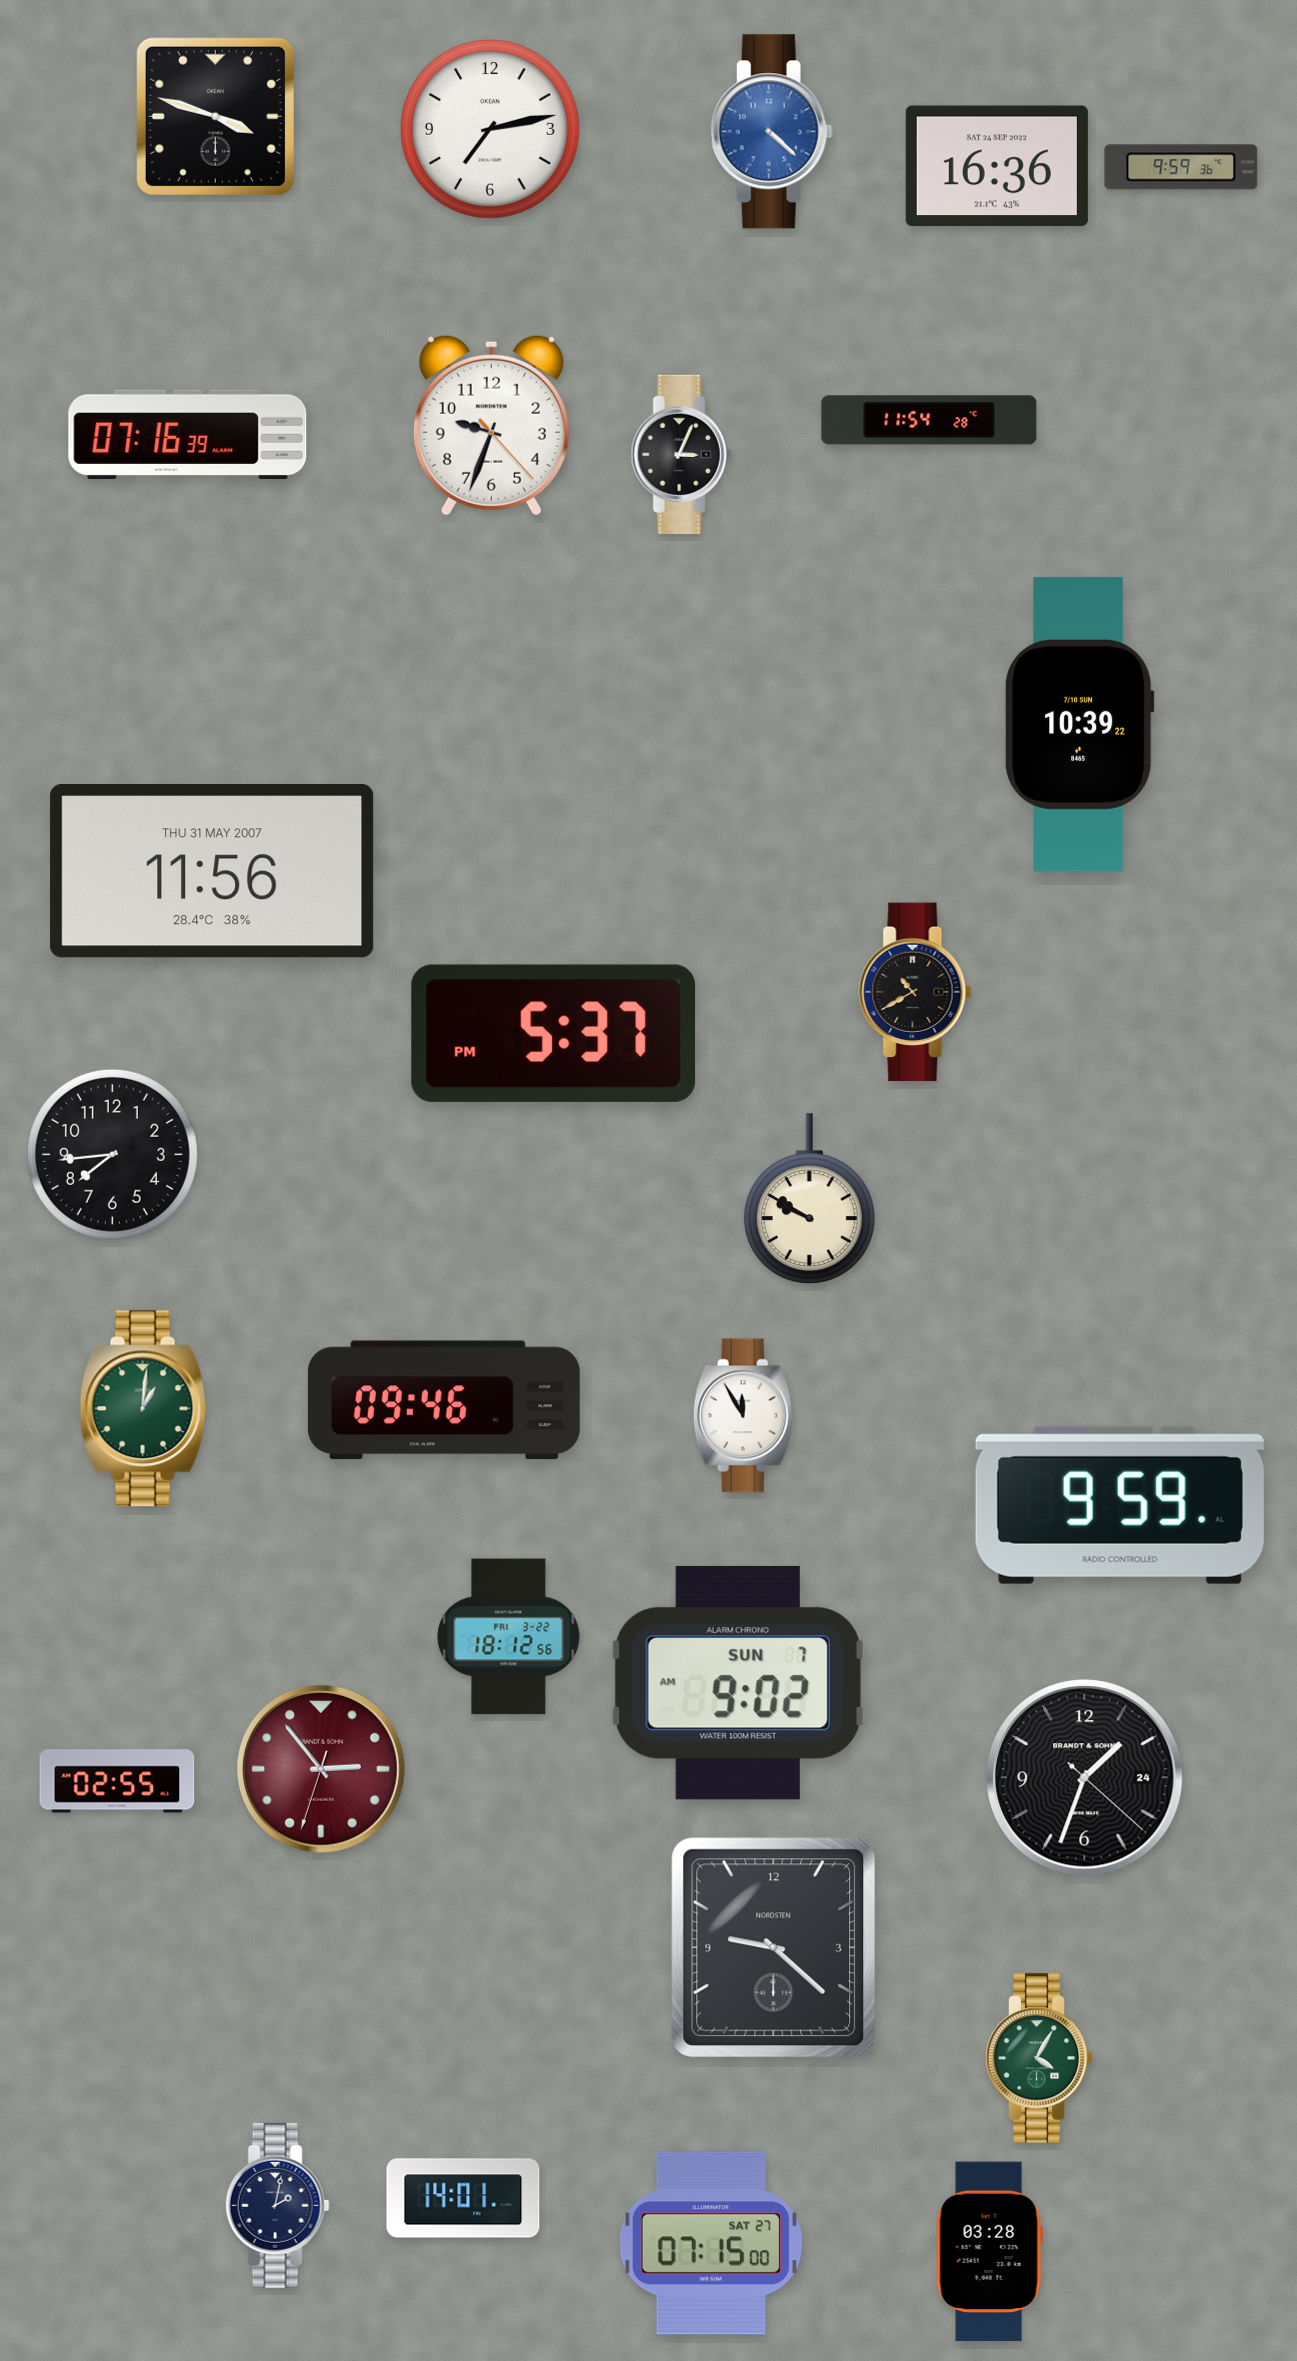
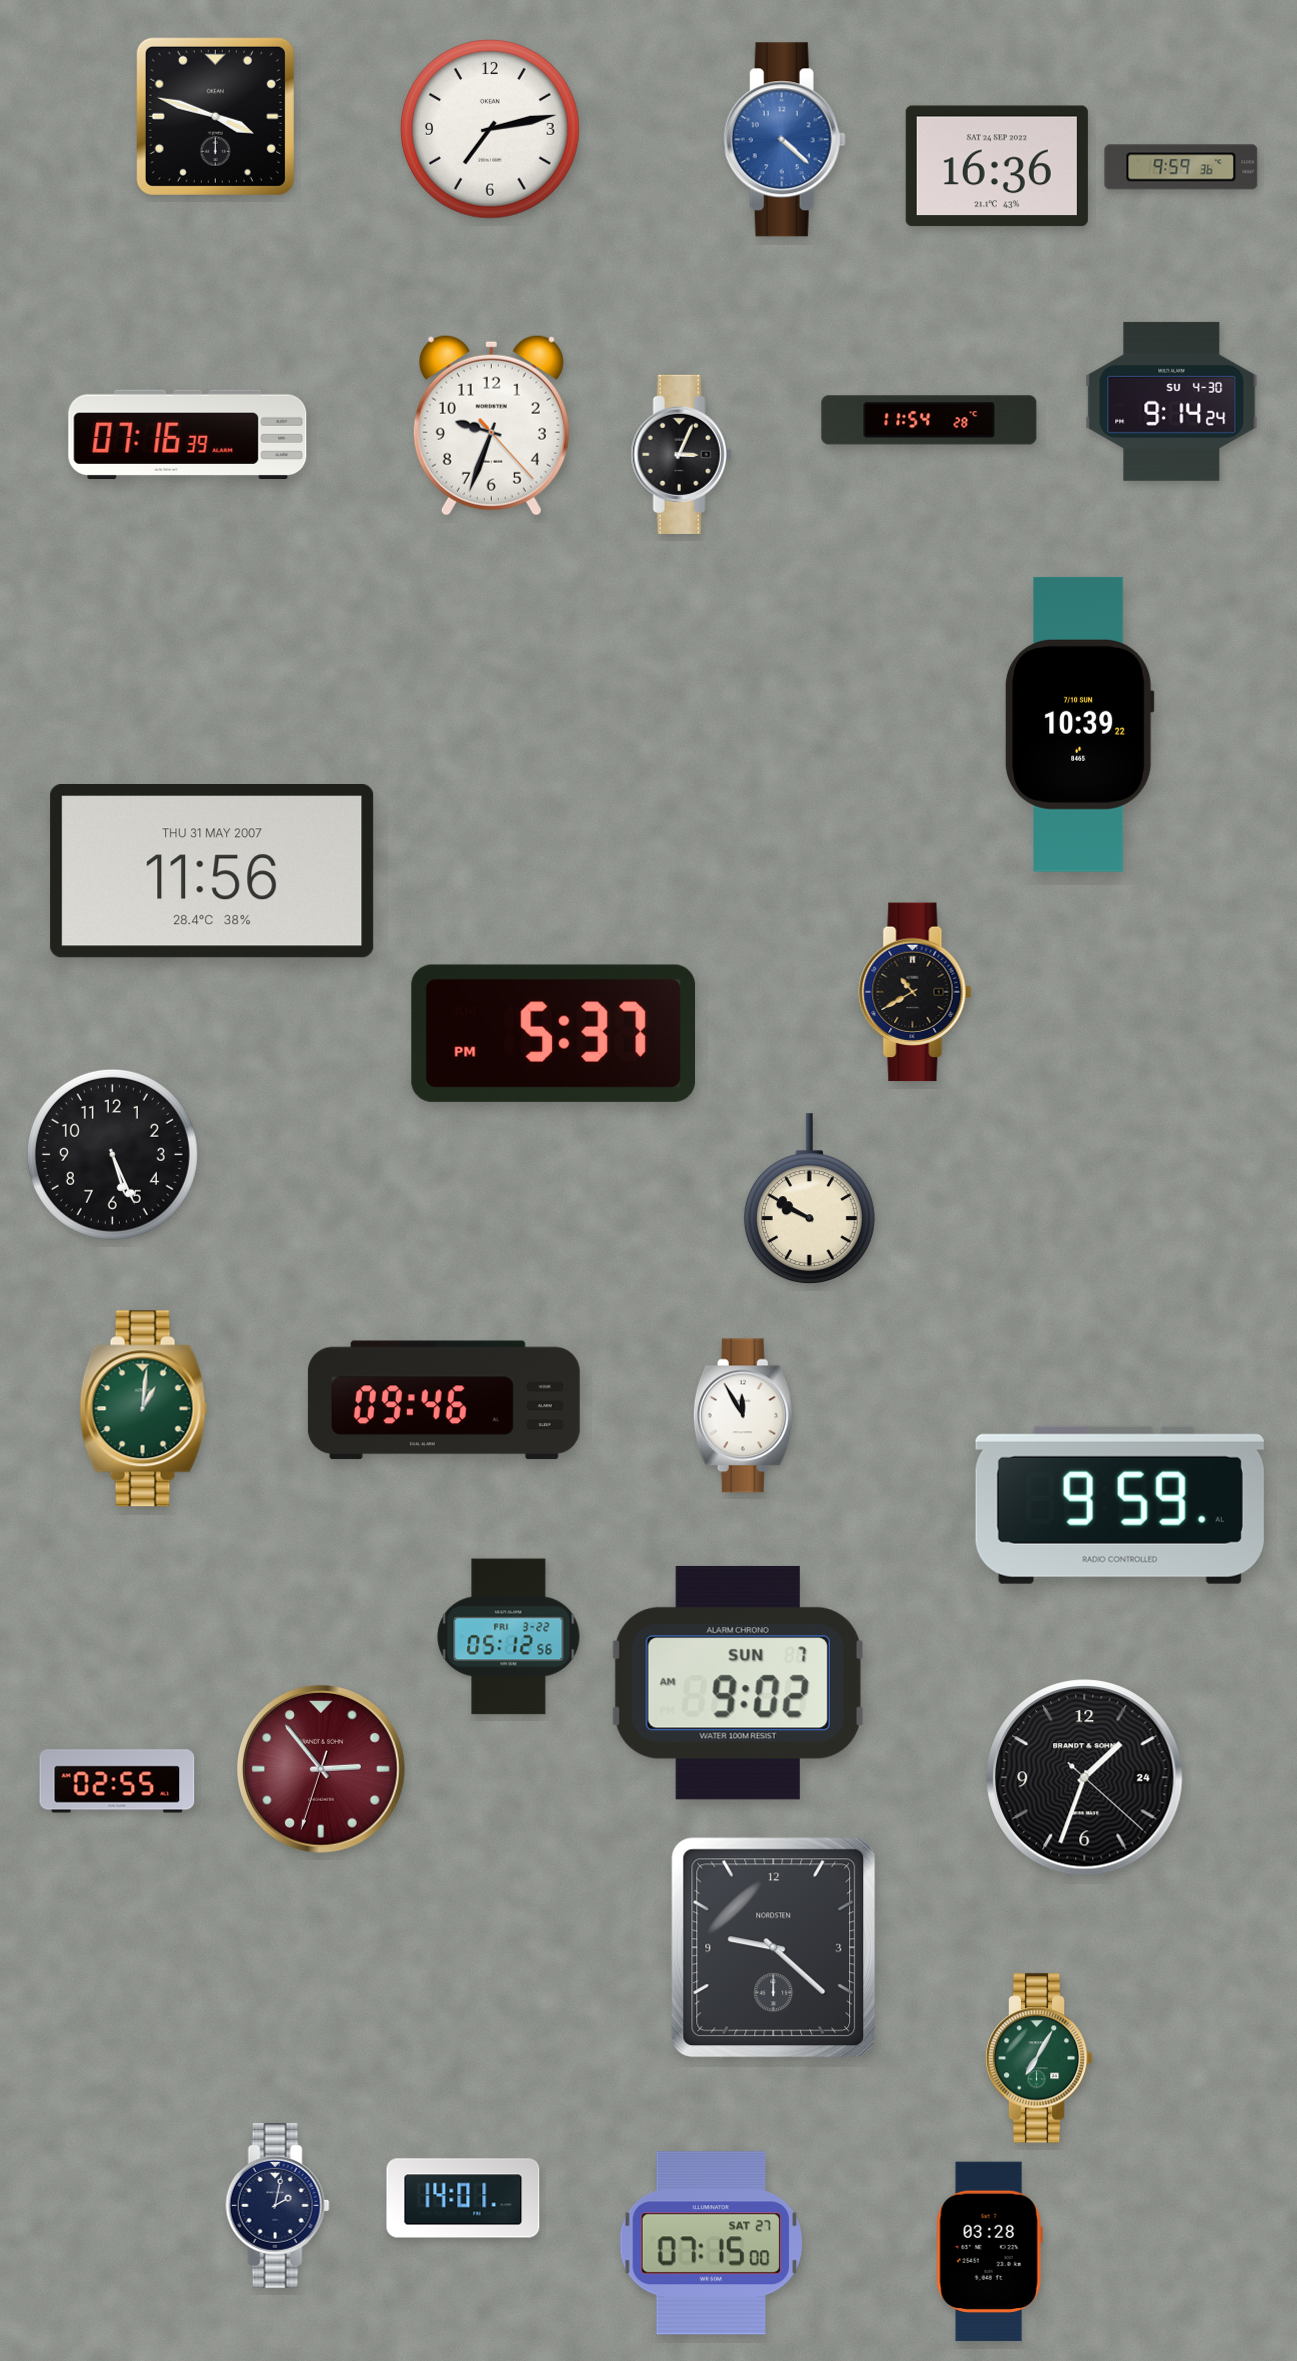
clock at (771, 132) position: (771, 132) -> (784, 140)
clock at (1172, 401): none -> 9:14
clock at (112, 1154): 7:44 -> 5:26
clock at (509, 1637): 18:12 -> 05:12
clock at (1039, 2058): 4:05 -> 7:05
